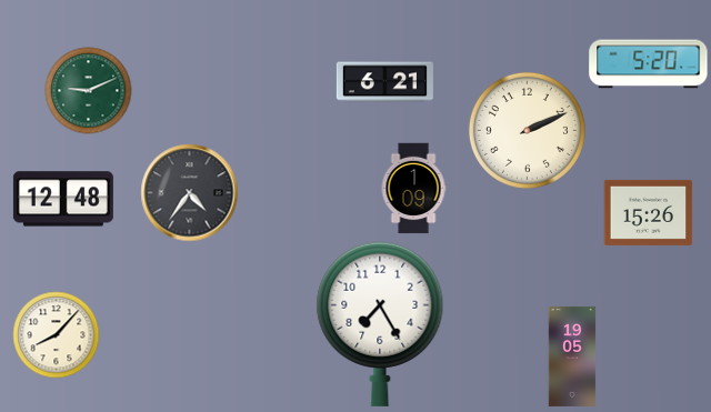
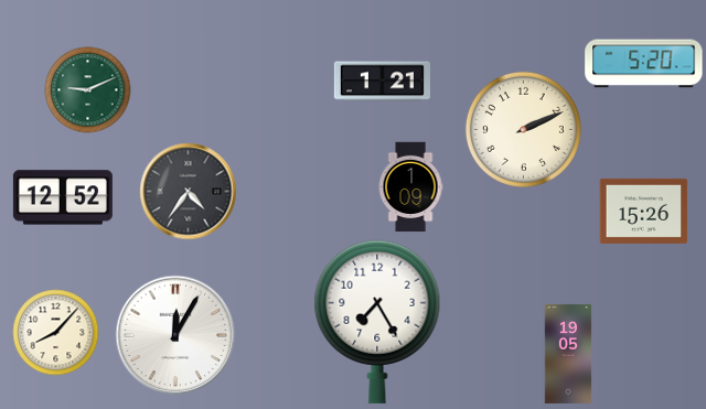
clock at (384, 82): 6:21 -> 1:21
clock at (63, 199): 12:48 -> 12:52
clock at (175, 335): none -> 12:05
